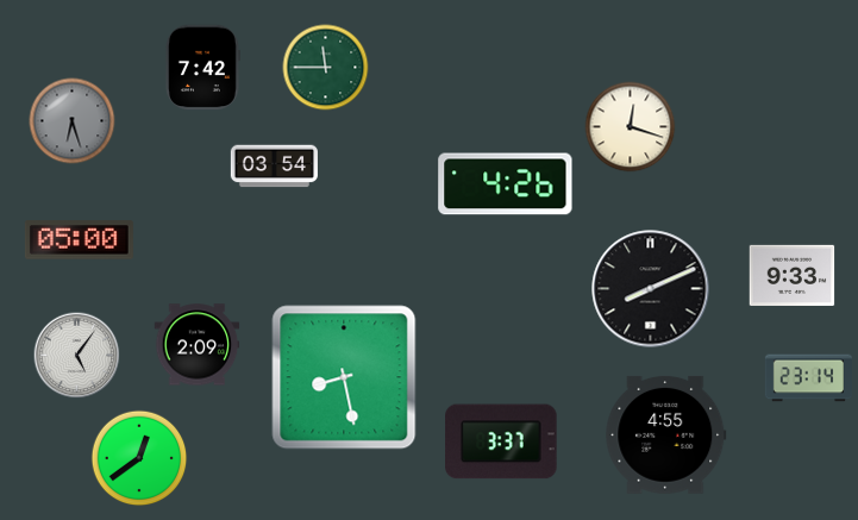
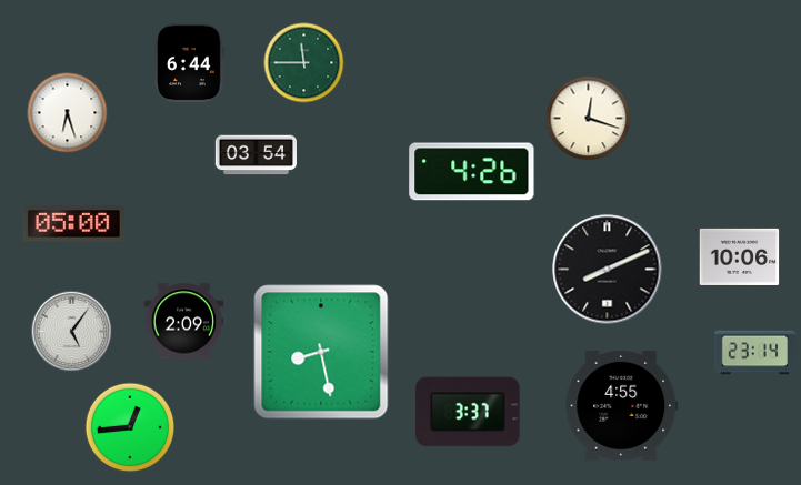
clock at (203, 68): 7:42 -> 6:44
clock at (73, 121) dial: grey -> white
clock at (793, 275): 9:33 -> 10:06
clock at (139, 458): 12:39 -> 12:44
